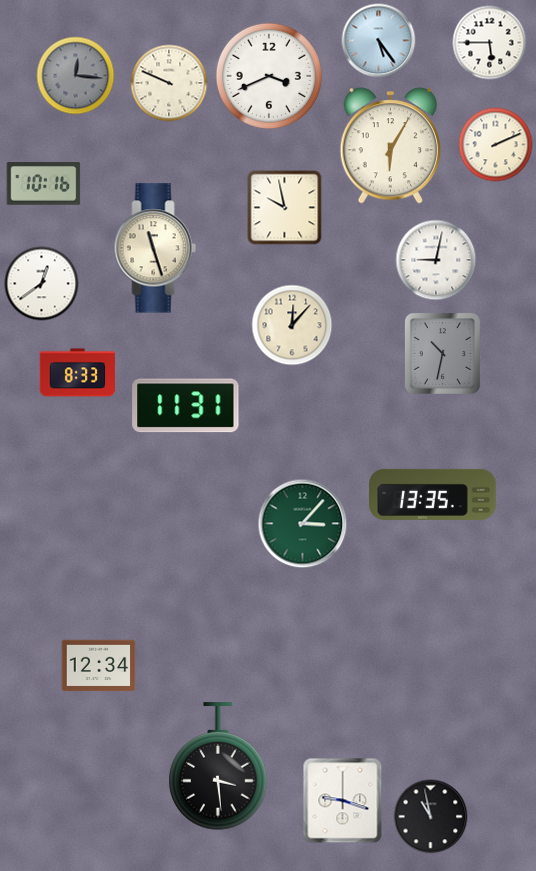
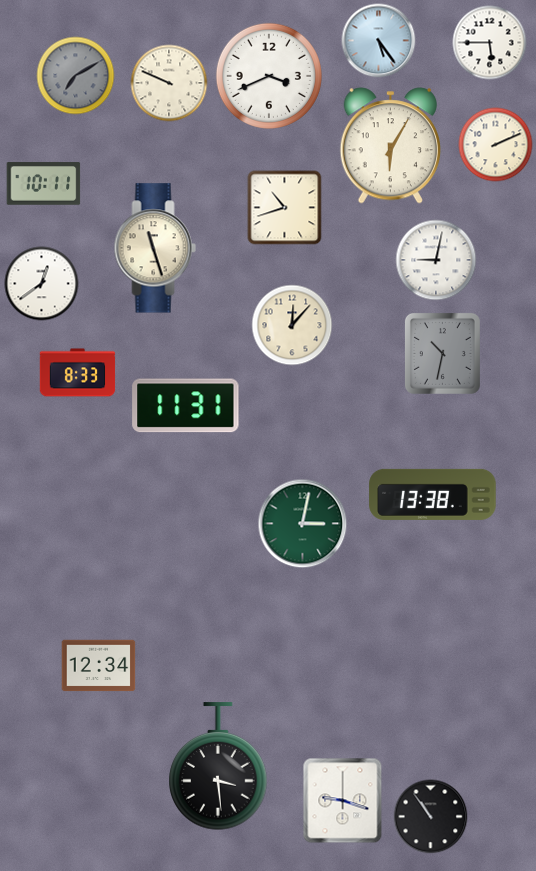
clock at (76, 76): 12:16 -> 7:10
clock at (44, 184): 10:16 -> 10:11
clock at (285, 208): 9:58 -> 10:42
clock at (433, 494): 13:35 -> 13:38
clock at (303, 524): 3:07 -> 3:02
clock at (431, 817): 10:58 -> 10:54
